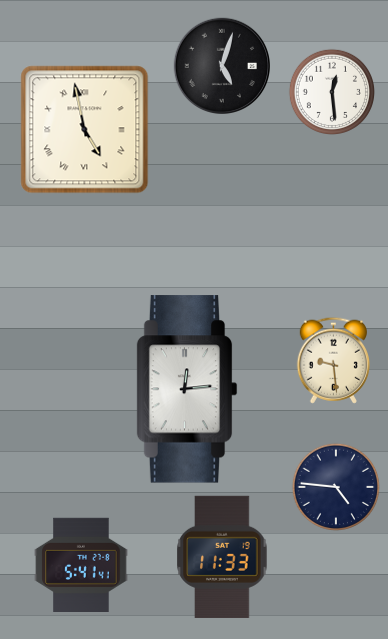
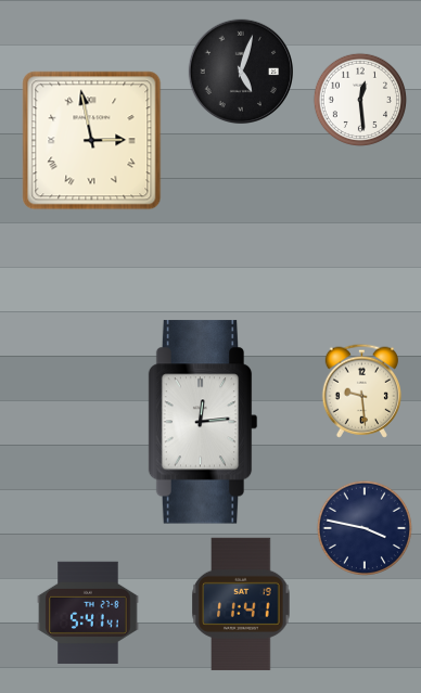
clock at (85, 130): 4:58 -> 2:58
clock at (336, 487): 4:46 -> 3:47
clock at (222, 557): 11:33 -> 11:41
